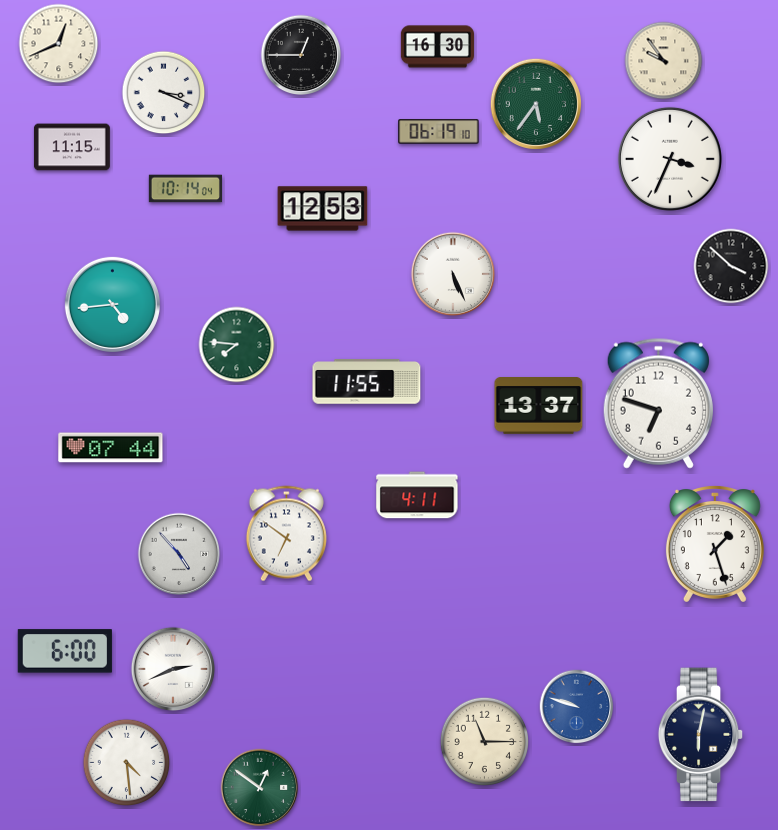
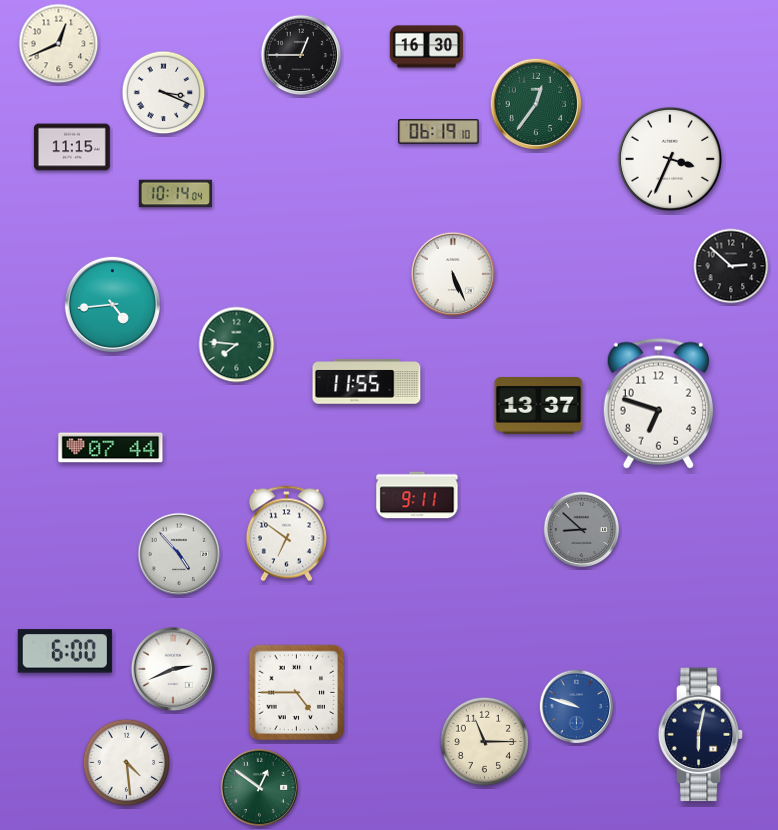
clock at (437, 47) position: (437, 47) -> (426, 47)
clock at (664, 61): 9:54 -> none
clock at (535, 103): 5:36 -> 12:36
clock at (185, 189) position: (185, 189) -> (175, 194)
clock at (323, 209): 12:53 -> none
clock at (731, 266): 3:52 -> 2:52
clock at (417, 495): 4:11 -> 9:11
clock at (582, 530): none -> 8:52
clock at (715, 544): 1:27 -> none
clock at (297, 693): none -> 4:45
